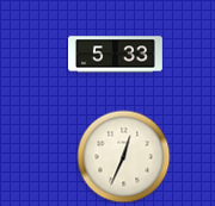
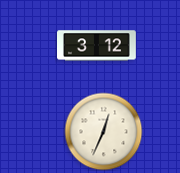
clock at (116, 55): 5:33 -> 3:12
